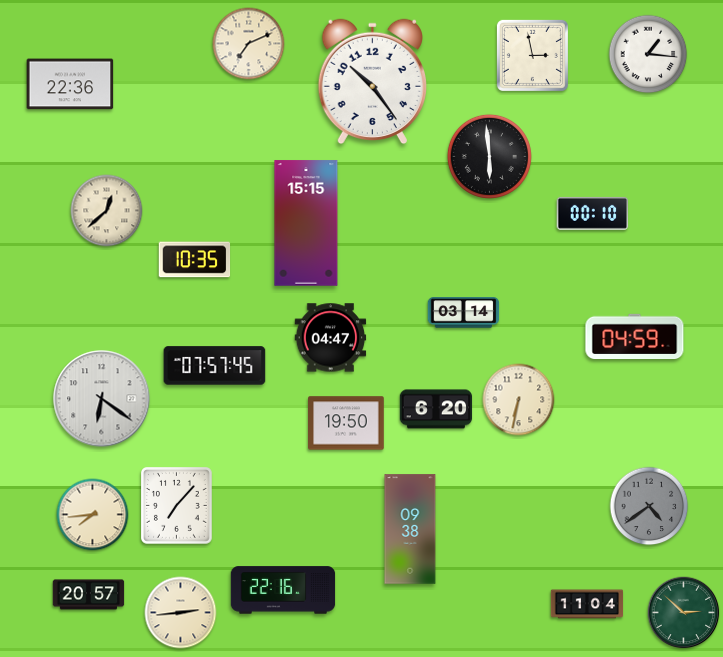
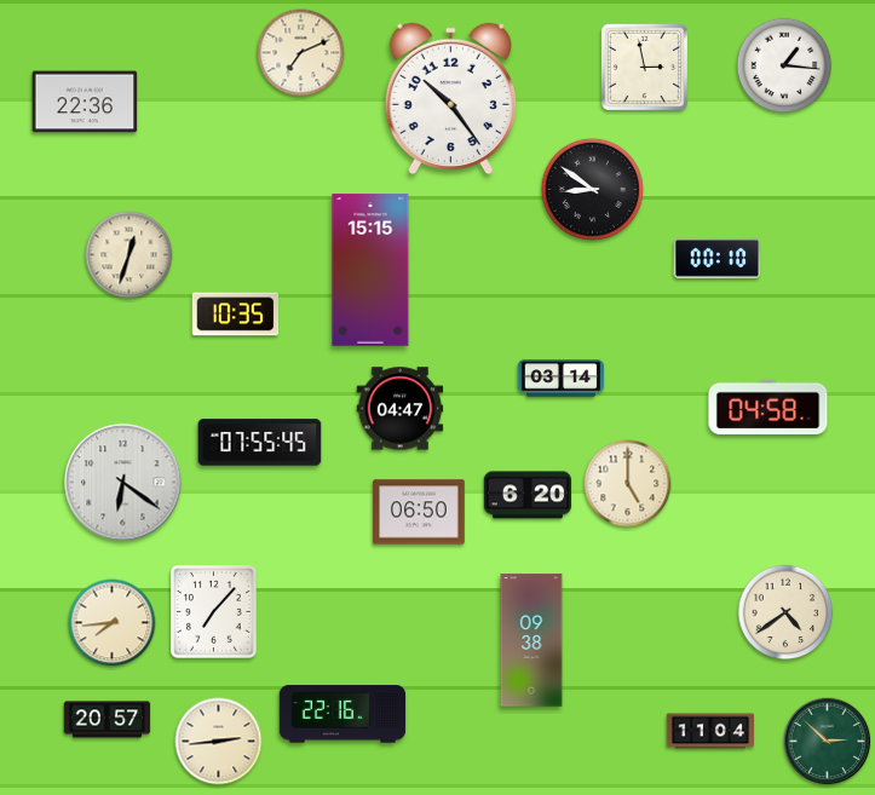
clock at (489, 156): 5:59 -> 8:51
clock at (107, 211): 12:38 -> 12:33
clock at (635, 336): 04:59 -> 04:58
clock at (215, 366): 07:57 -> 07:55
clock at (519, 400): 6:32 -> 5:00
clock at (346, 423): 19:50 -> 06:50
clock at (649, 506) dial: grey -> cream
clock at (410, 529) position: (410, 529) -> (531, 640)
